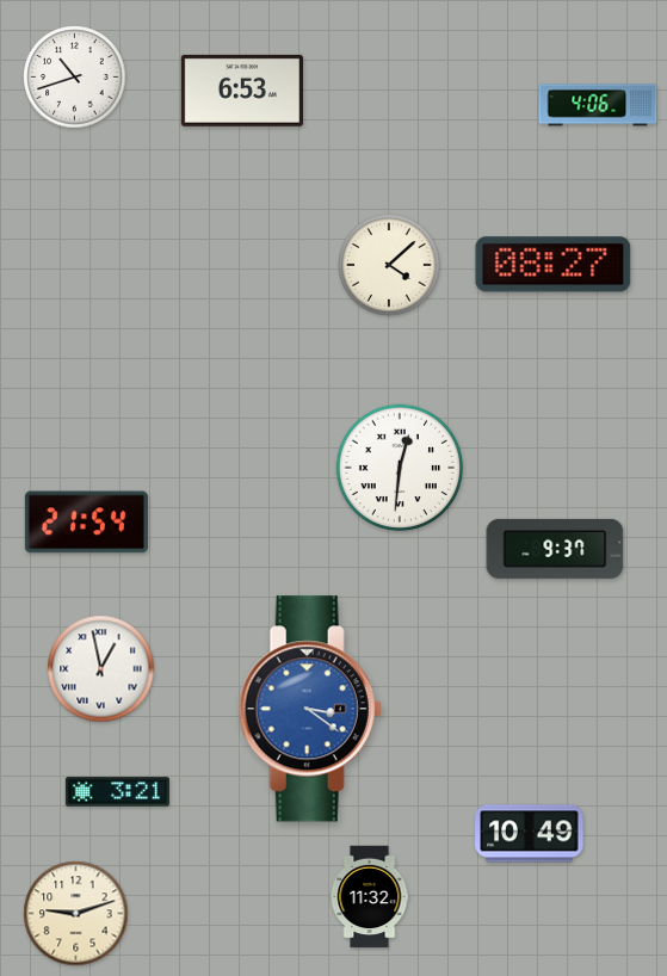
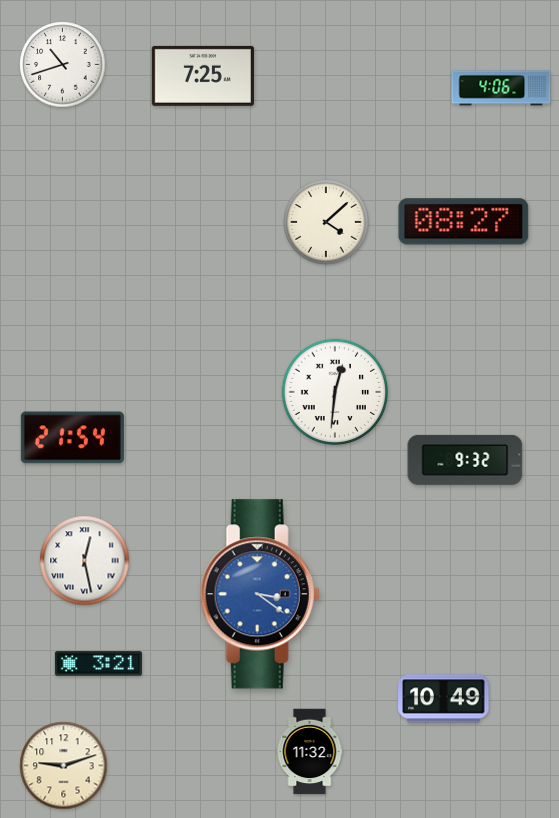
clock at (242, 91): 6:53 -> 7:25
clock at (555, 549): 9:37 -> 9:32
clock at (101, 669): 12:58 -> 12:28
